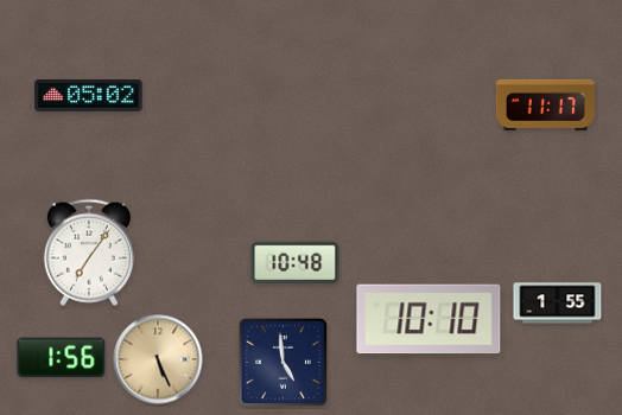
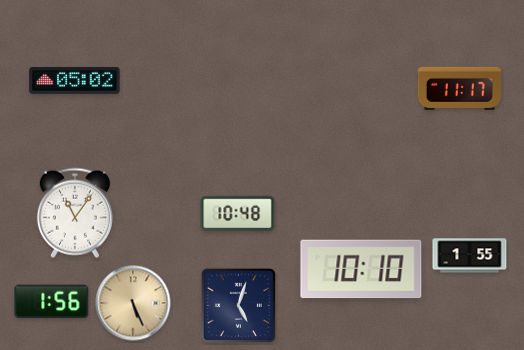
clock at (89, 253): 7:06 -> 11:06
clock at (296, 262) position: (296, 262) -> (238, 213)
clock at (283, 362): 4:59 -> 5:03
